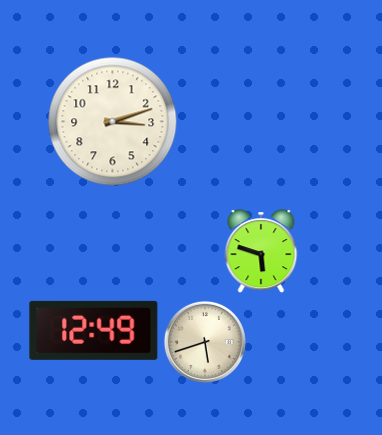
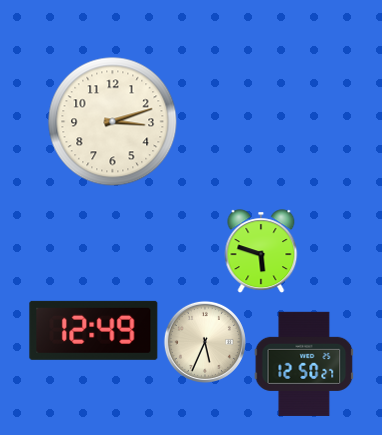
clock at (205, 342): 5:42 -> 5:34
clock at (304, 364): none -> 12:50
